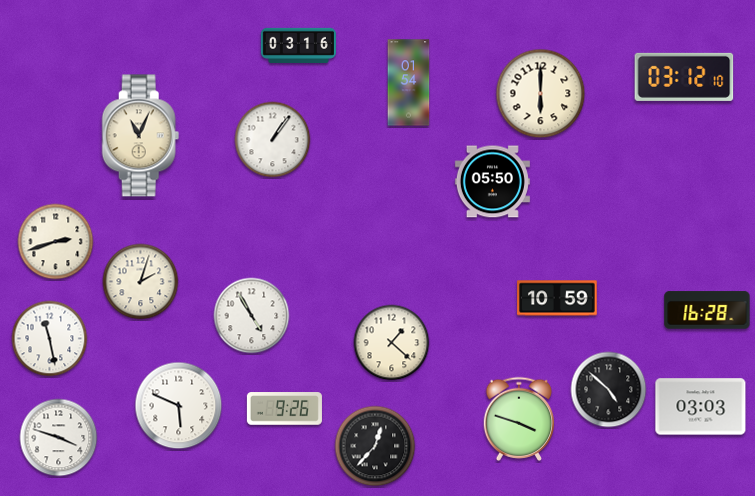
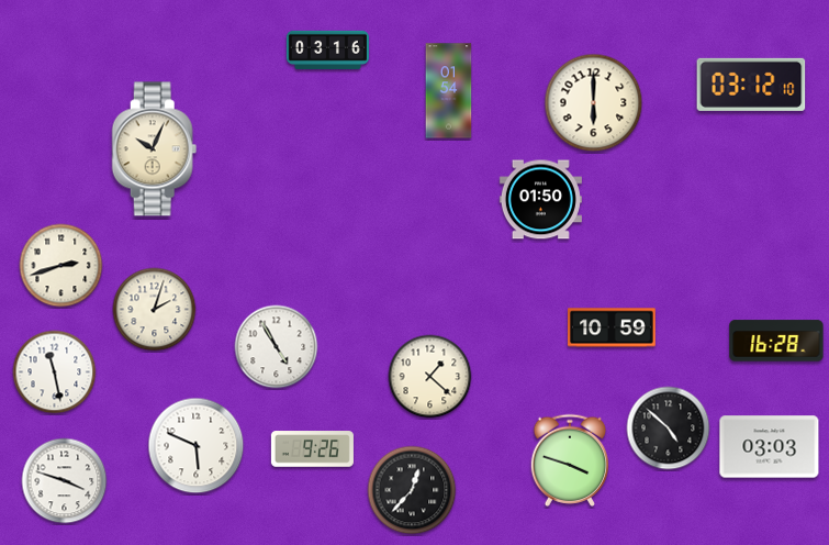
clock at (141, 136): 11:04 -> 10:04
clock at (273, 140): 1:06 -> none
clock at (492, 182): 05:50 -> 01:50
